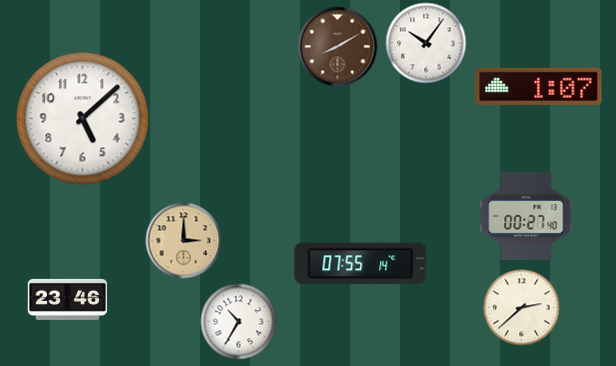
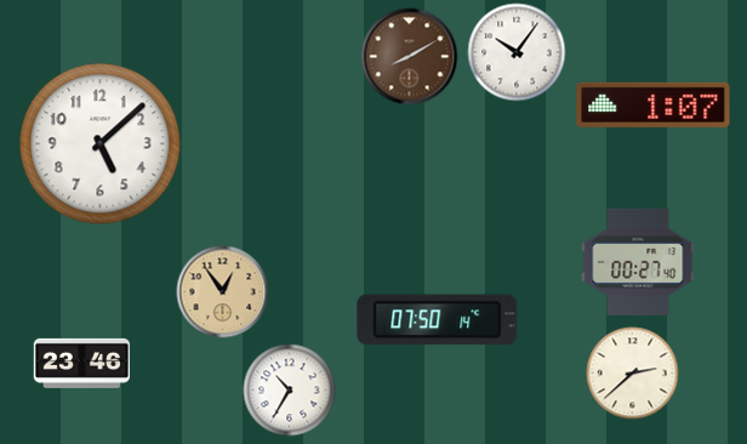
clock at (184, 241): 3:00 -> 12:54
clock at (361, 264): 07:55 -> 07:50
